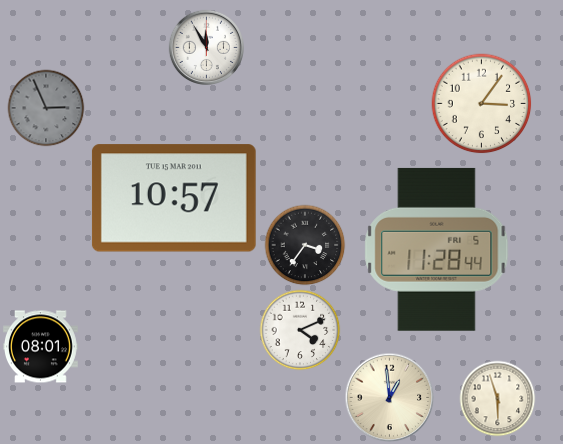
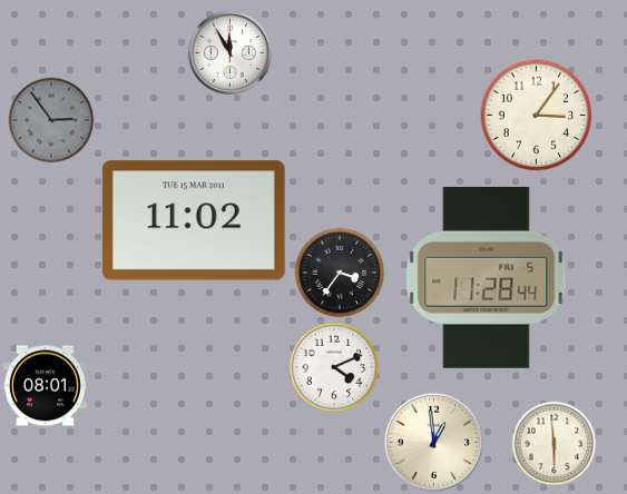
clock at (46, 108): 2:56 -> 2:54
clock at (174, 198): 10:57 -> 11:02
clock at (498, 399): 5:57 -> 5:59
